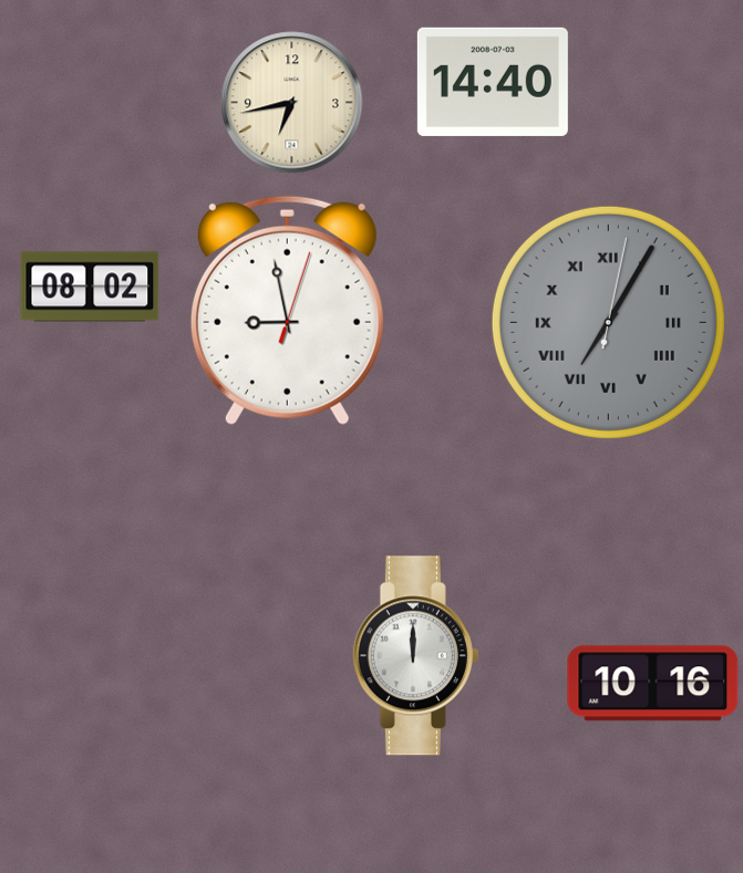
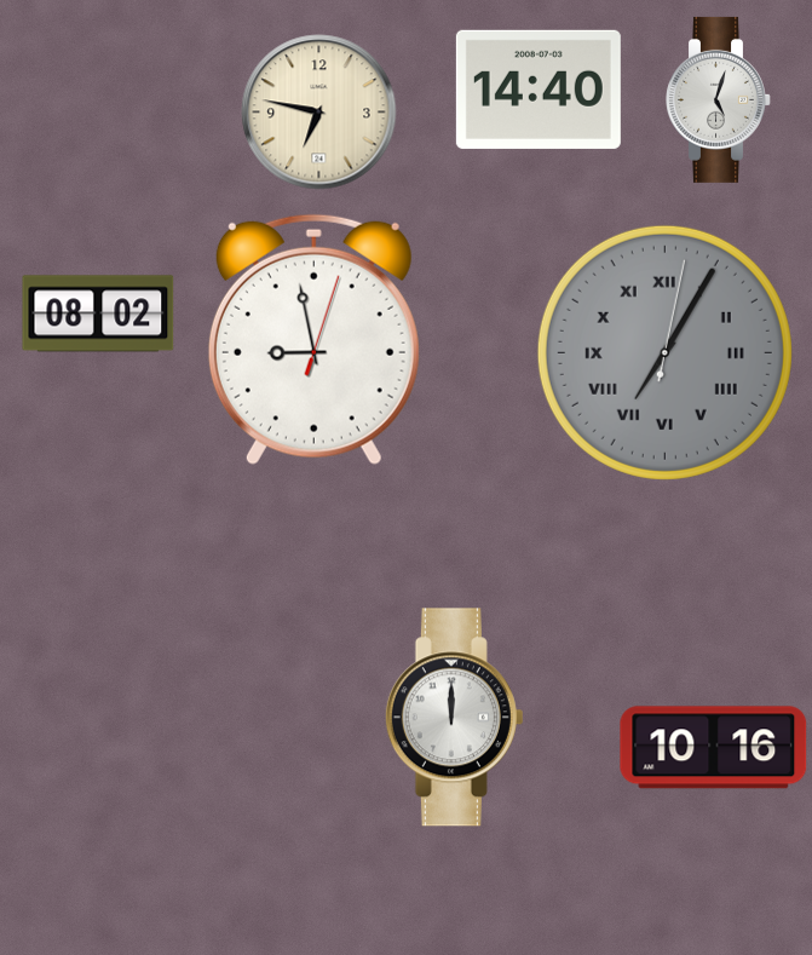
clock at (719, 99): none -> 5:03
clock at (292, 103): 6:43 -> 6:47
